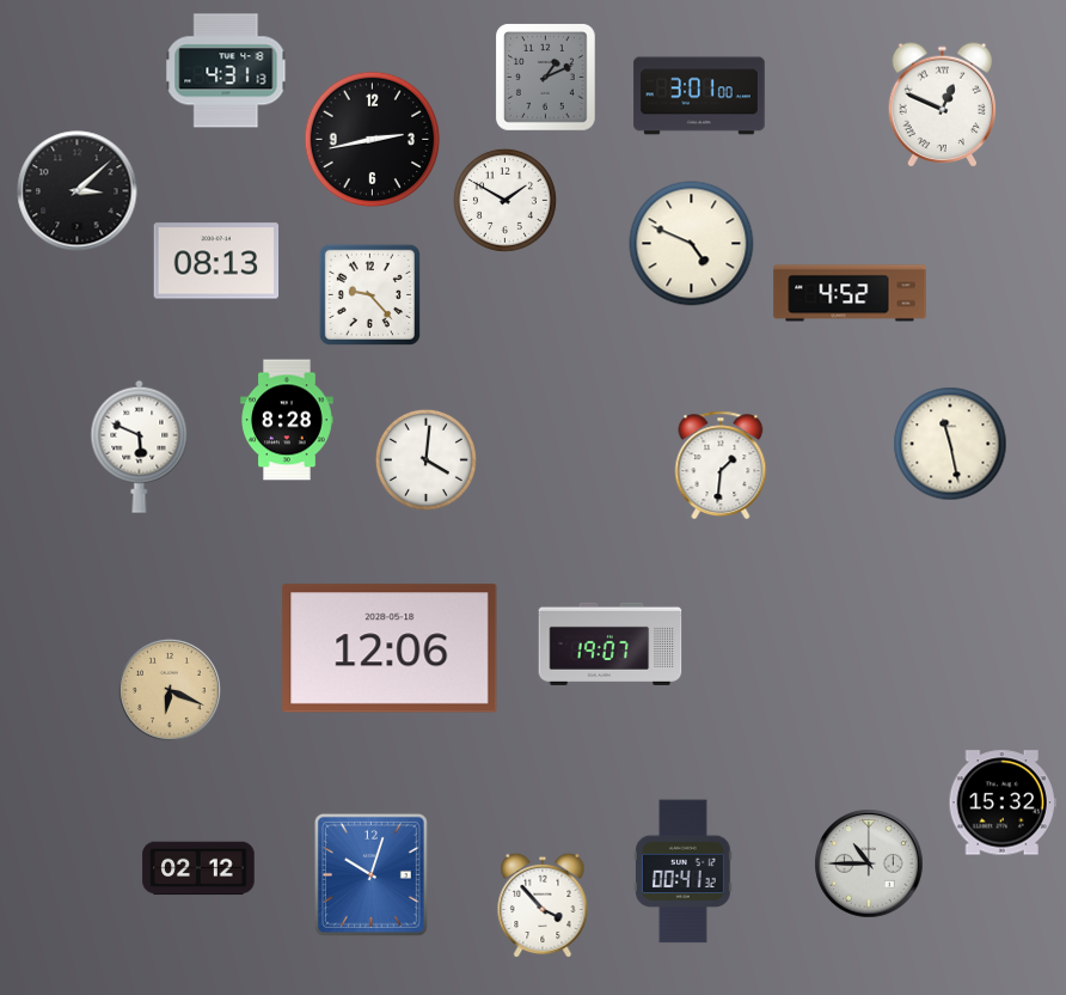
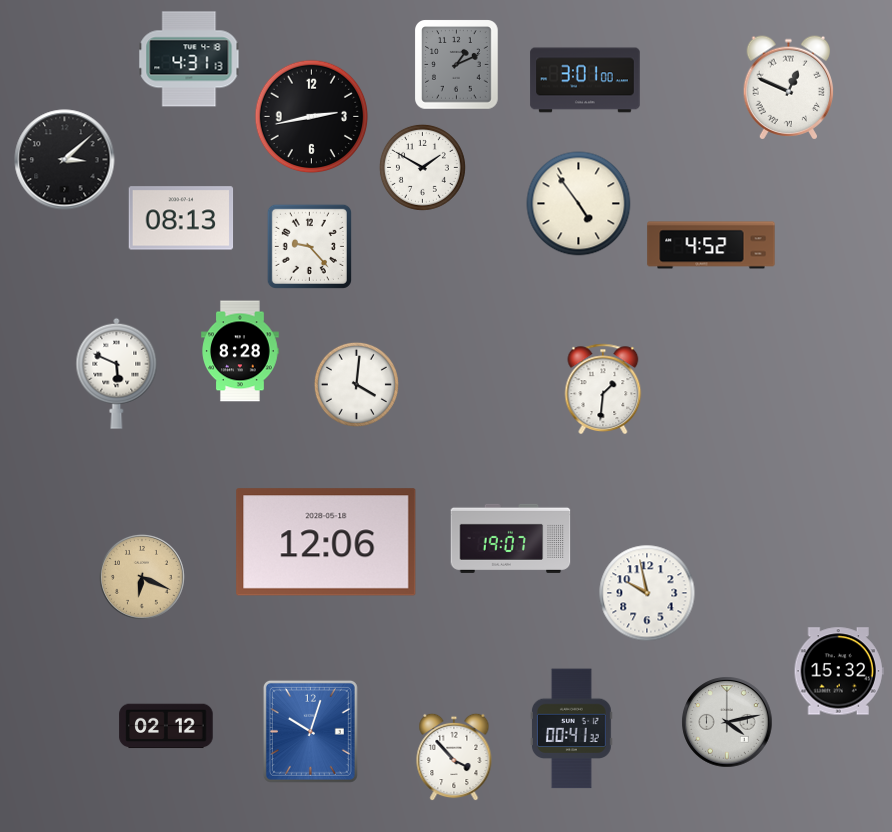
clock at (692, 244): 4:49 -> 4:54
clock at (950, 444): 11:28 -> none
clock at (647, 593): none -> 9:58
clock at (869, 863): 10:45 -> 4:13
